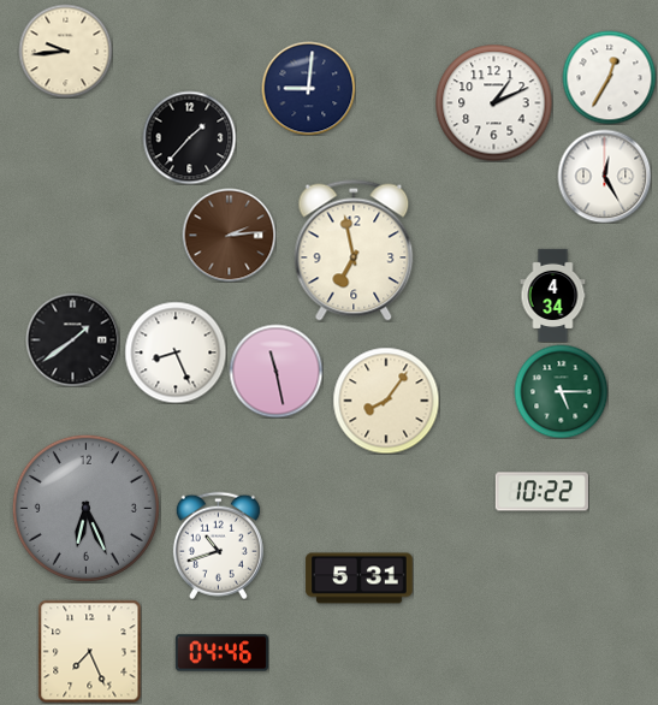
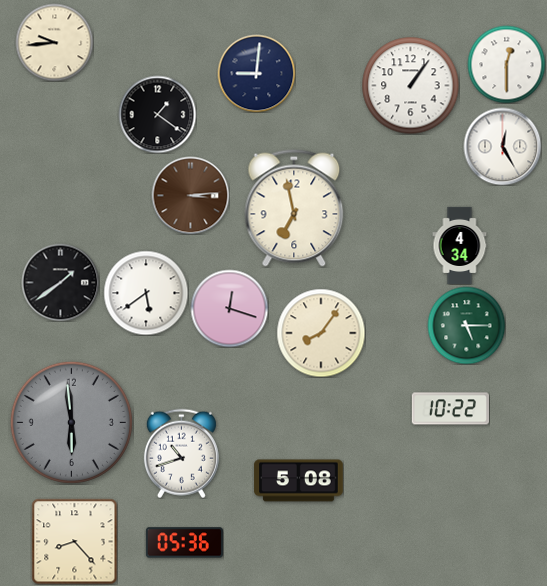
clock at (609, 77): 12:35 -> 12:30
clock at (493, 102): 1:11 -> 1:06
clock at (189, 137): 1:37 -> 1:21
clock at (229, 235): 2:14 -> 3:14
clock at (176, 352): 8:26 -> 5:39
clock at (275, 371): 11:28 -> 12:18
clock at (85, 508): 6:26 -> 5:59
clock at (360, 579): 5:31 -> 5:08
clock at (89, 651): 7:26 -> 8:23
clock at (221, 653): 04:46 -> 05:36
